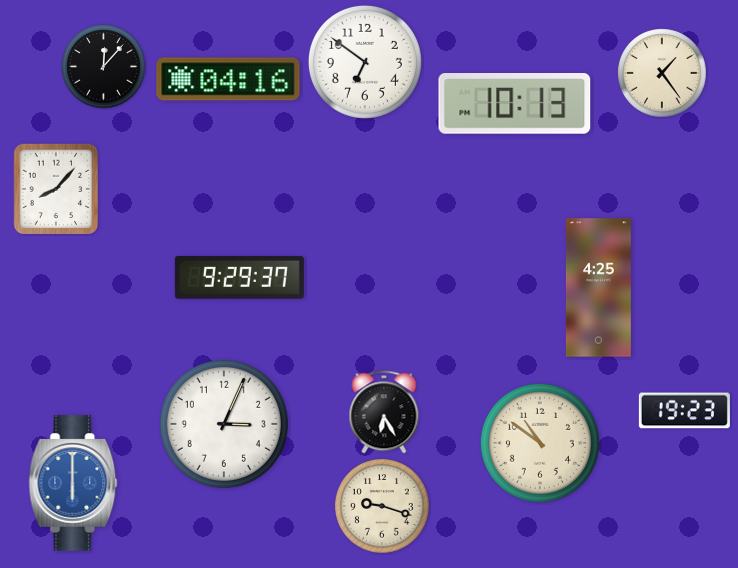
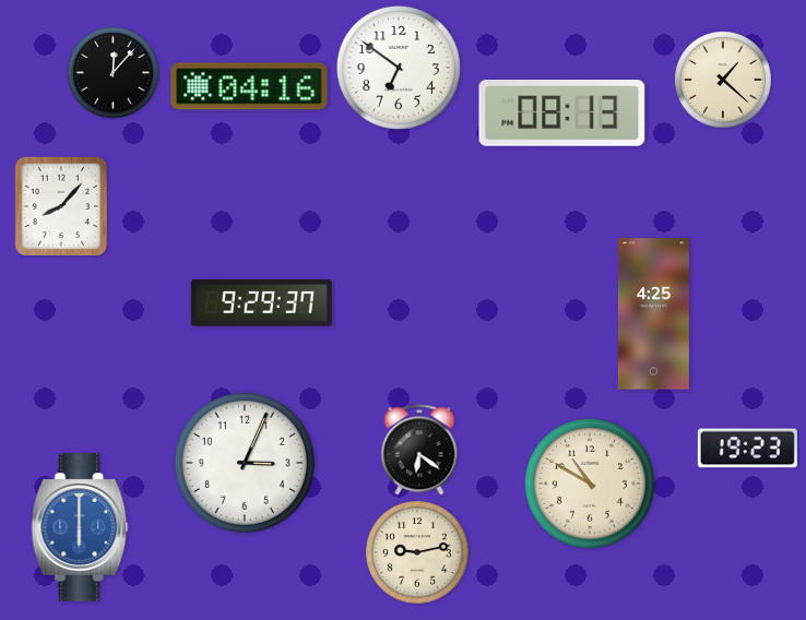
clock at (662, 73): 1:24 -> 1:22
clock at (515, 104): 10:13 -> 08:13
clock at (384, 412): 6:25 -> 6:21
clock at (540, 443): 10:51 -> 10:50
clock at (382, 506): 9:18 -> 9:13
